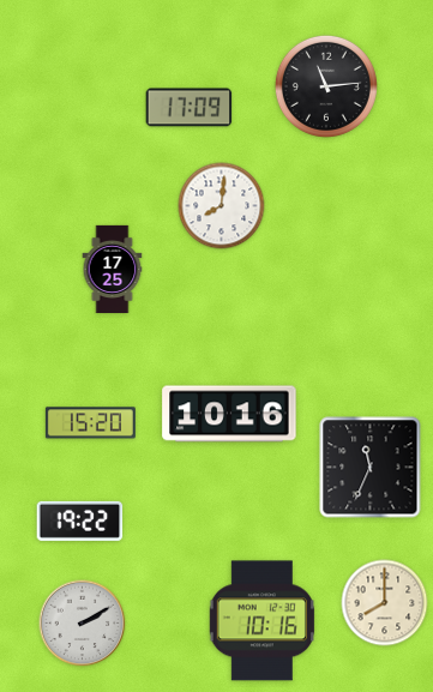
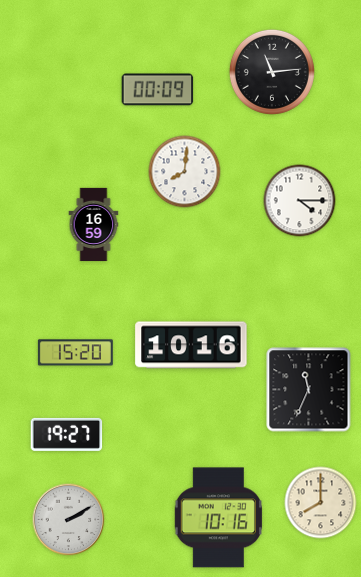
clock at (190, 108): 17:09 -> 00:09
clock at (300, 201): none -> 4:15
clock at (113, 270): 17:25 -> 16:59
clock at (80, 520): 19:22 -> 19:27
